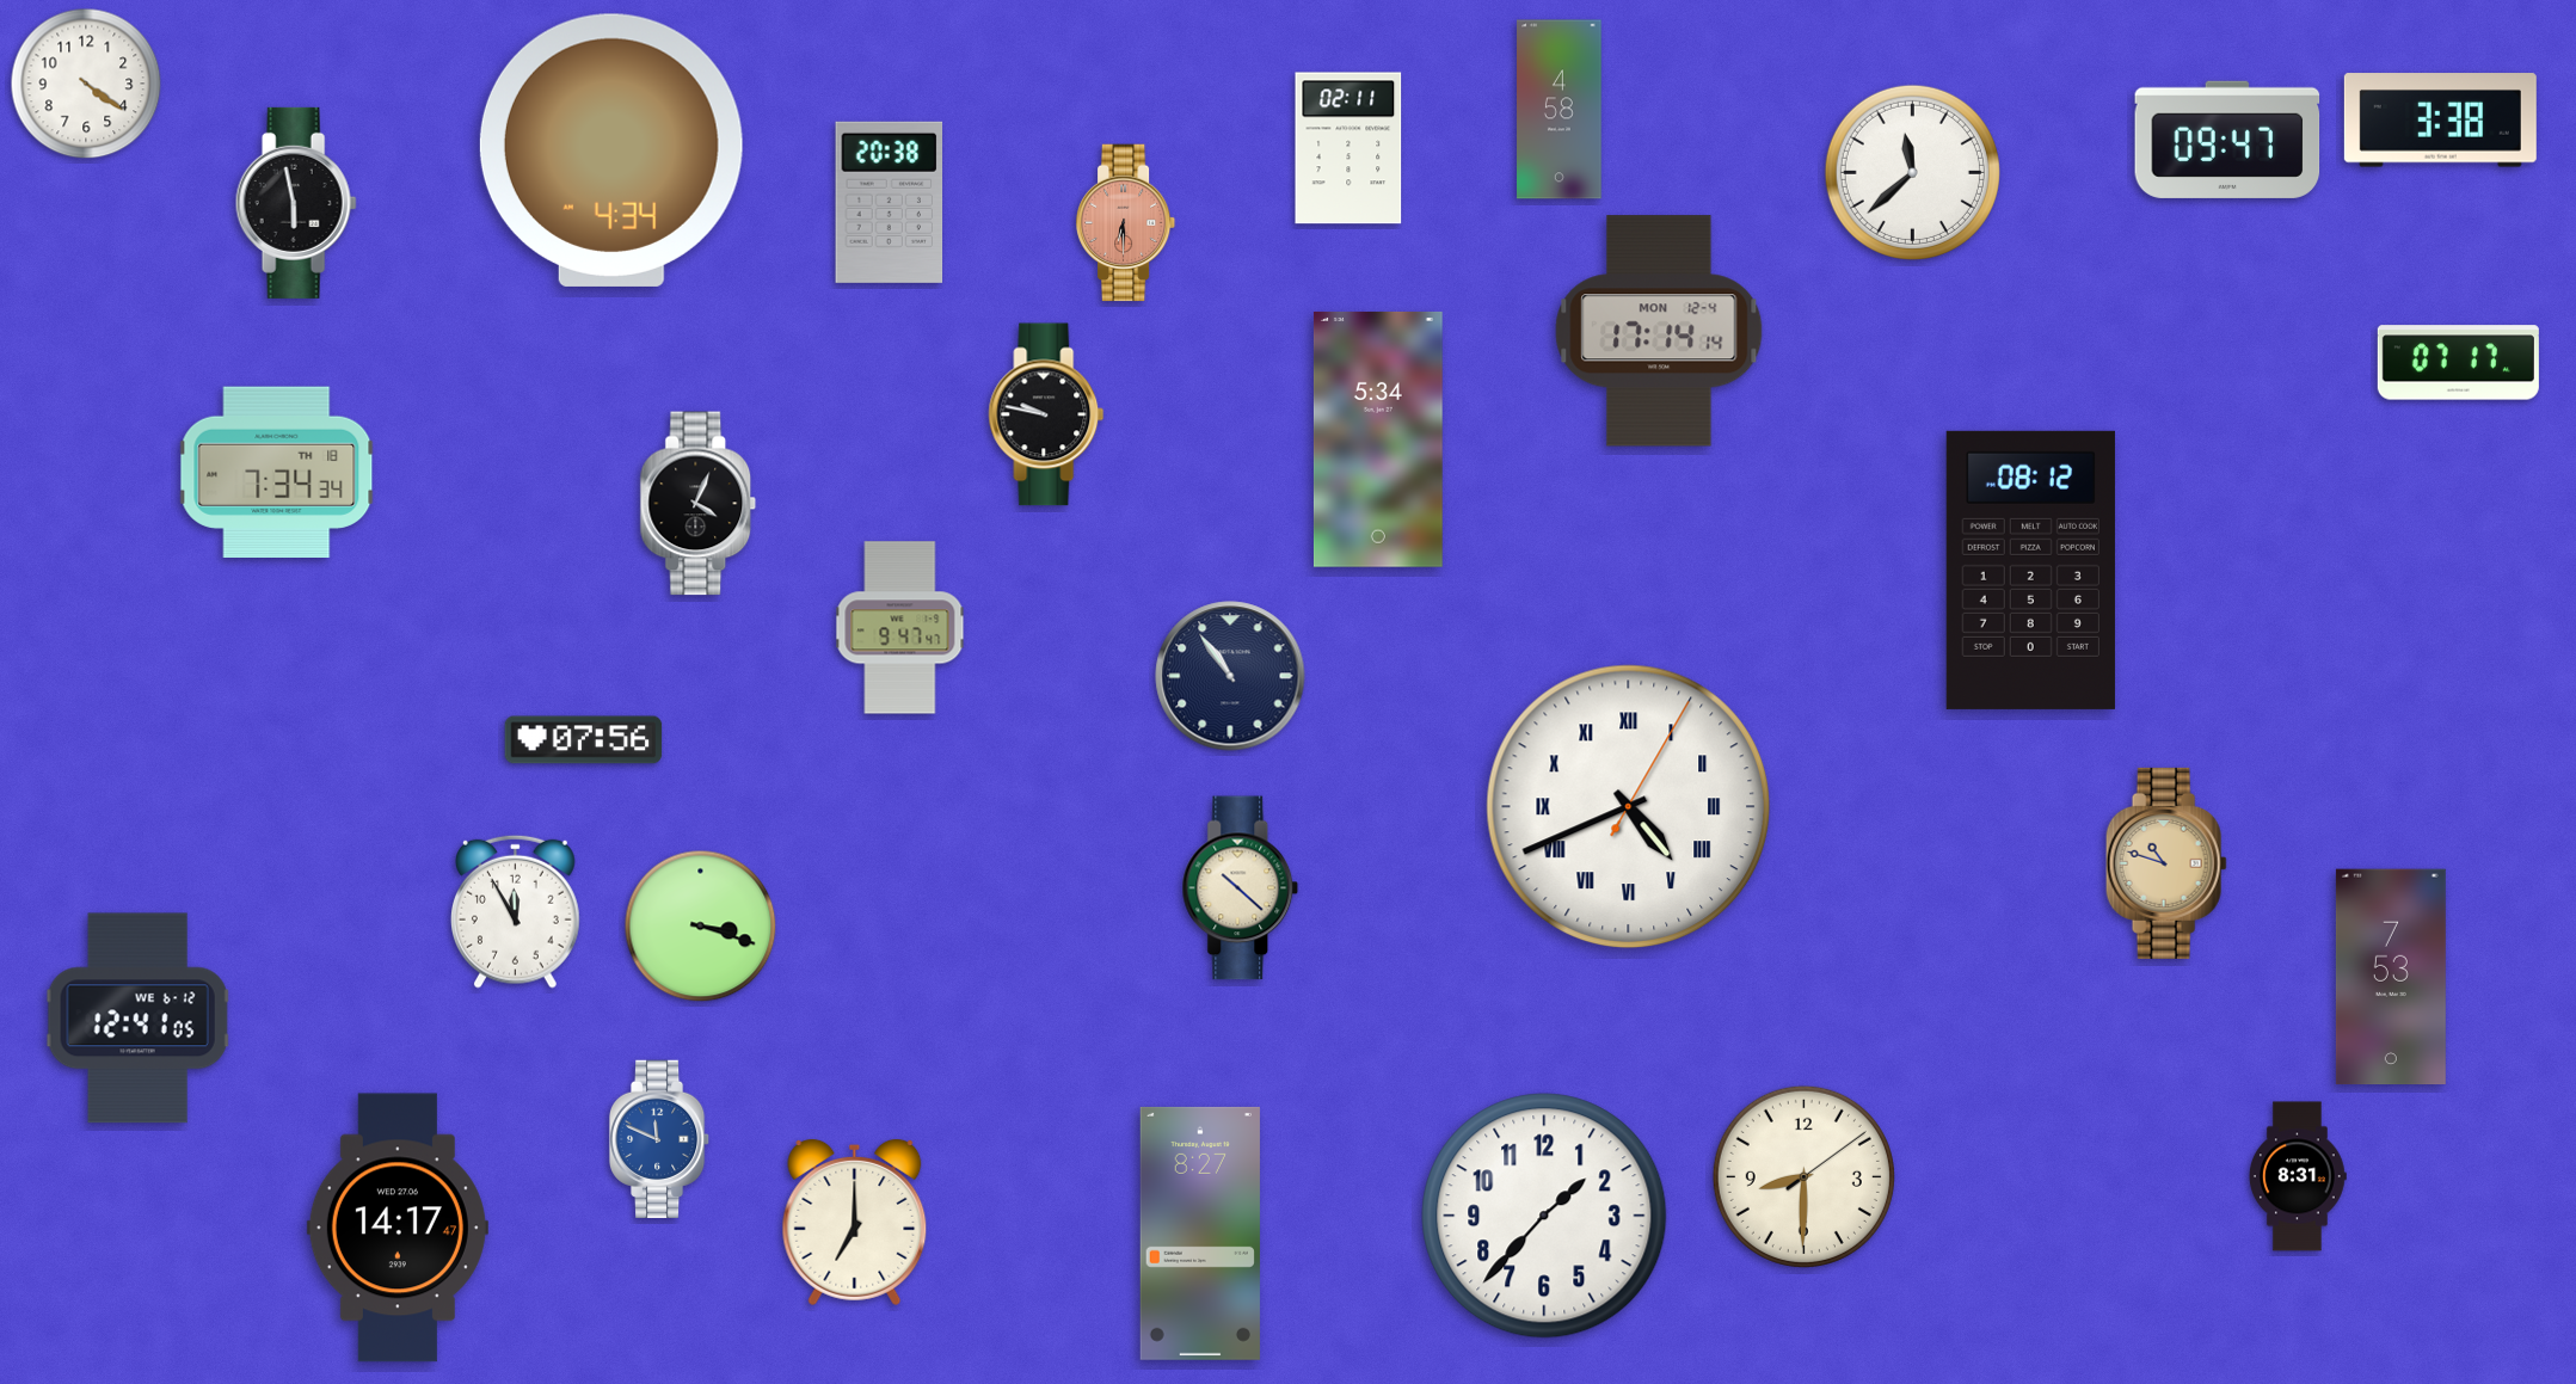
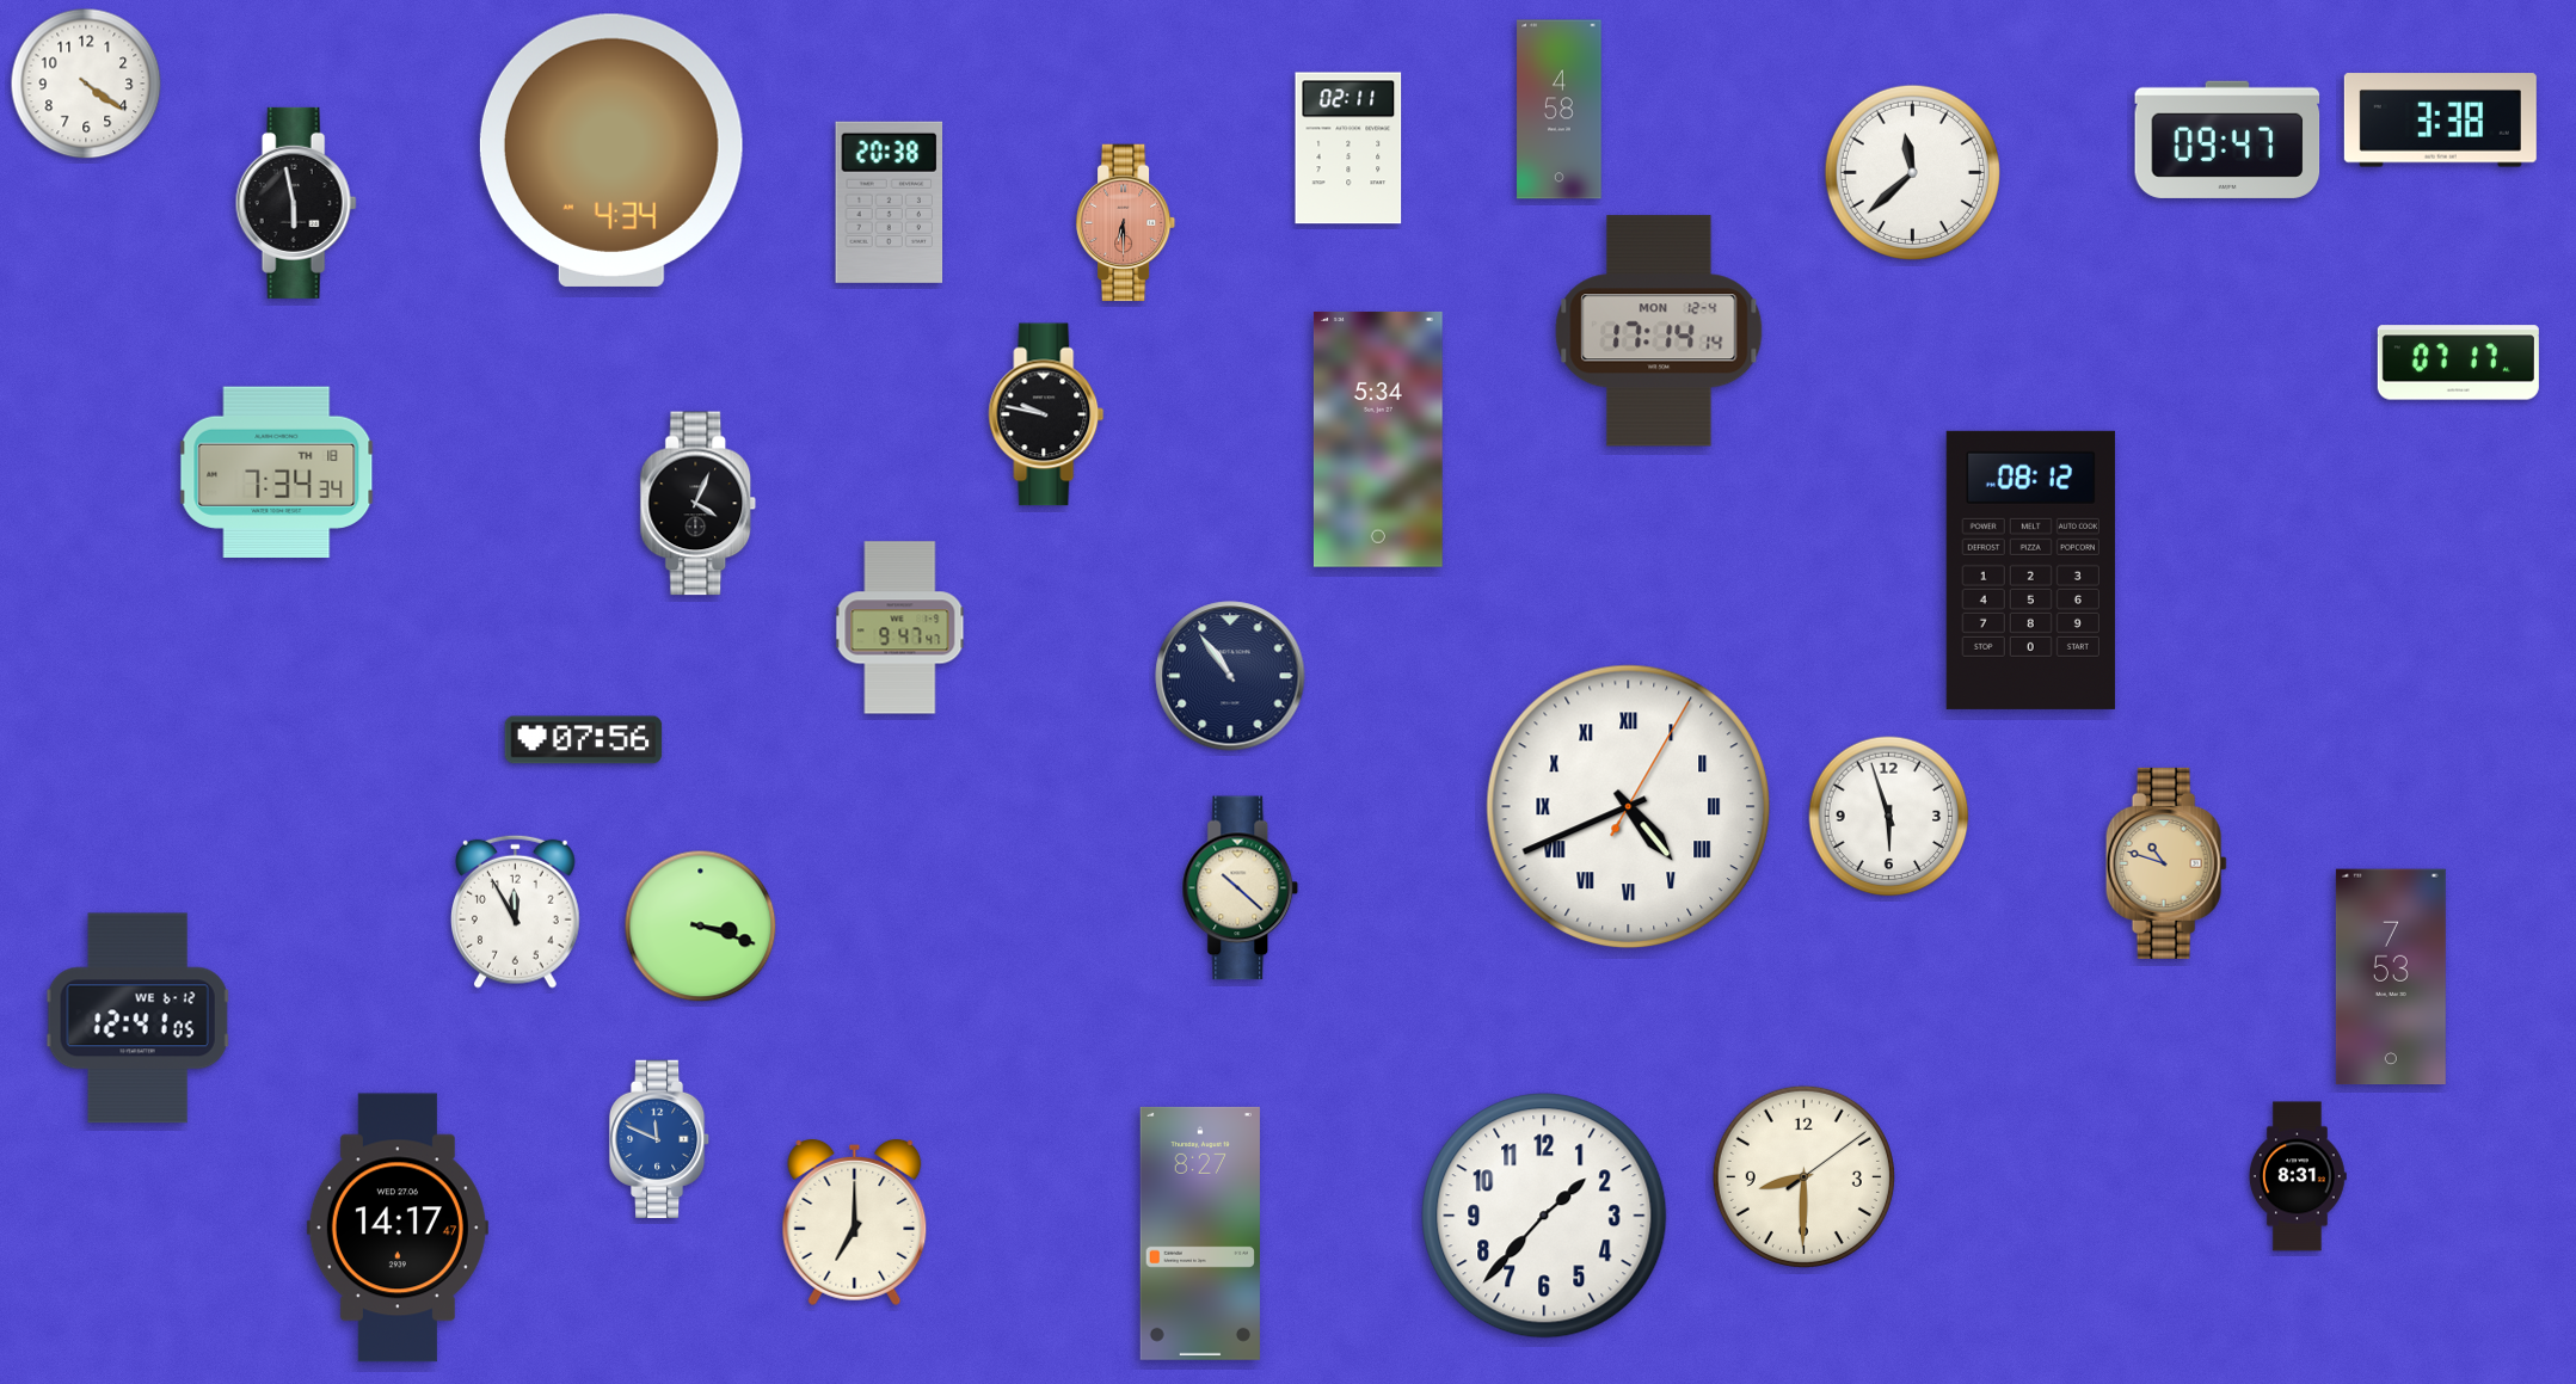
clock at (1889, 817): none -> 5:57
